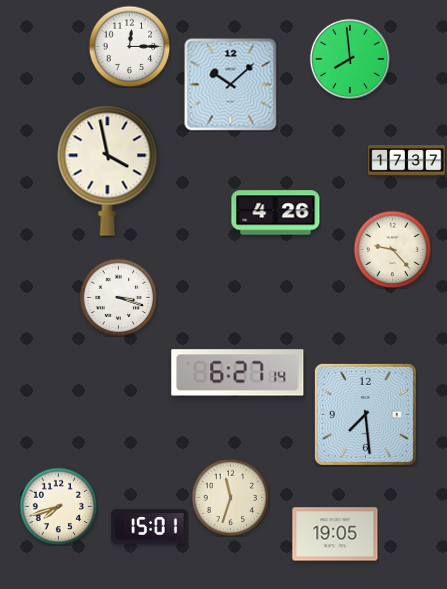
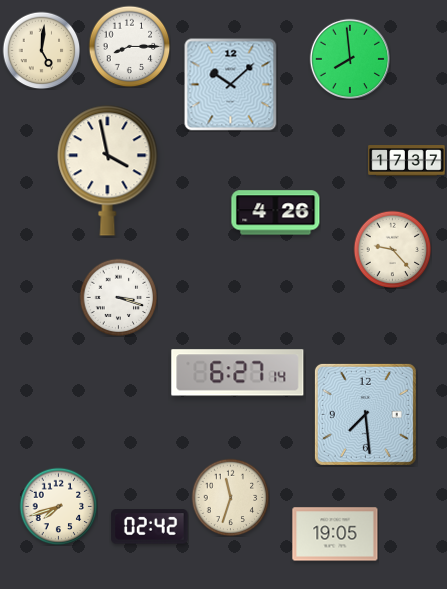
clock at (129, 46): 12:15 -> 8:15
clock at (41, 50): none -> 5:01
clock at (150, 527): 15:01 -> 02:42
